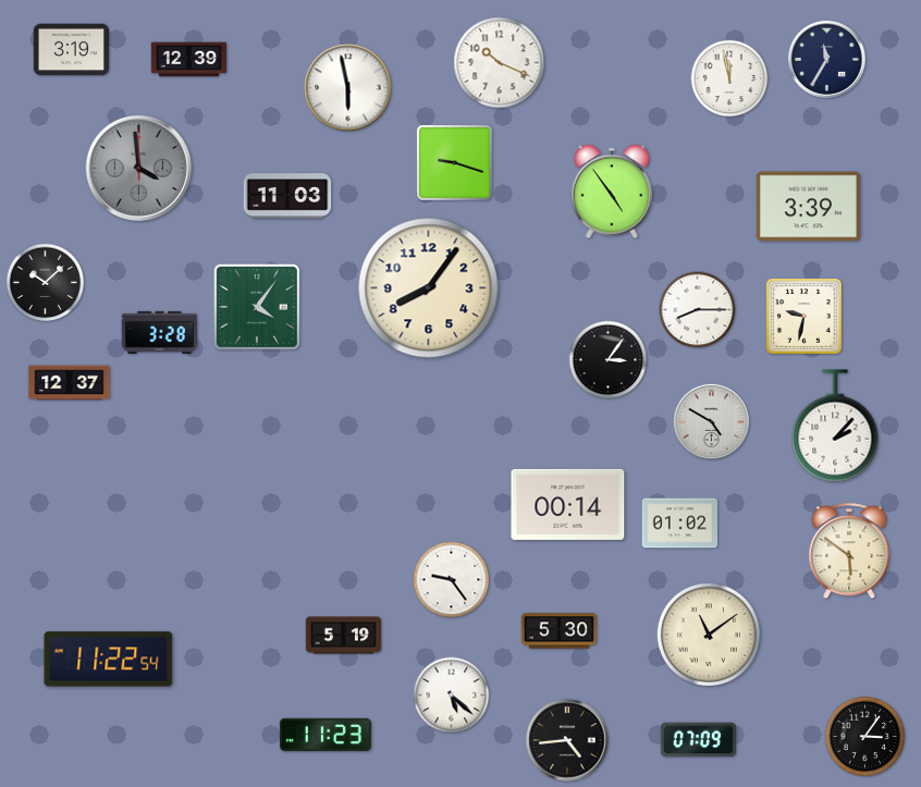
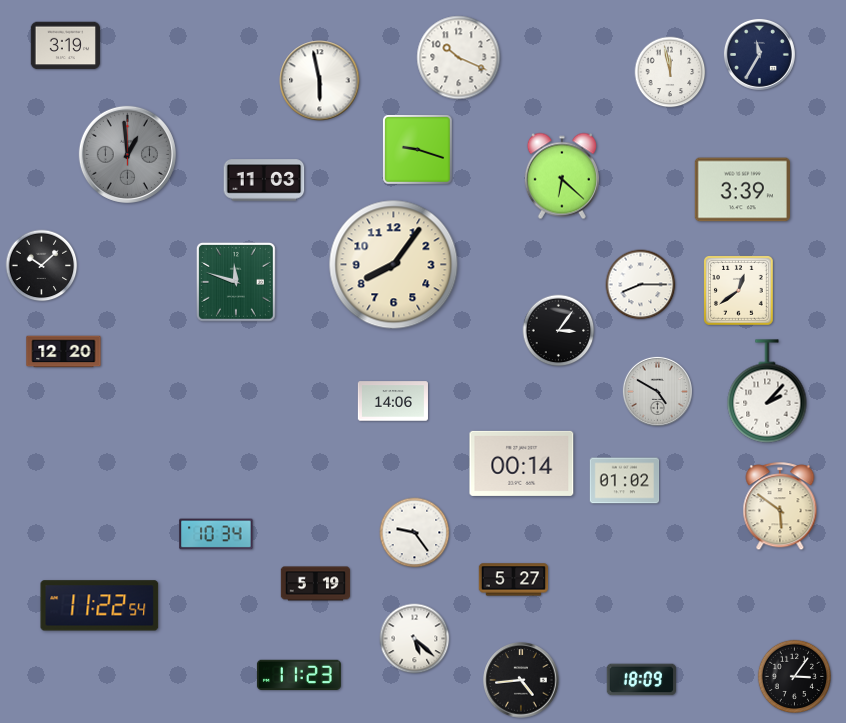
clock at (189, 60): 12:39 -> none
clock at (138, 168): 3:59 -> 12:59
clock at (612, 192): 4:54 -> 6:22
clock at (46, 283) position: (46, 283) -> (42, 266)
clock at (257, 307): 4:06 -> 11:48
clock at (805, 317): 9:32 -> 12:39
clock at (159, 332): 3:28 -> none
clock at (70, 383): 12:37 -> 12:20
clock at (711, 421) position: (711, 421) -> (657, 391)
clock at (393, 401): none -> 14:06
clock at (216, 534): none -> 10:34
clock at (560, 631): 5:30 -> 5:27
clock at (709, 635): 11:09 -> none
clock at (698, 740): 07:09 -> 18:09
